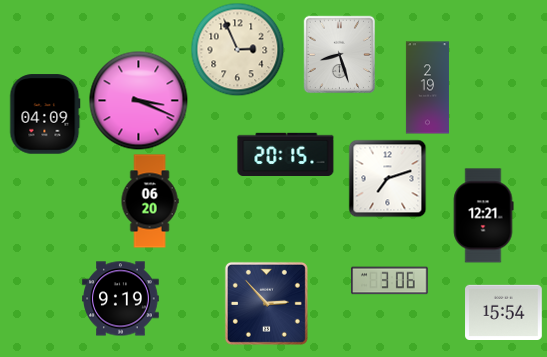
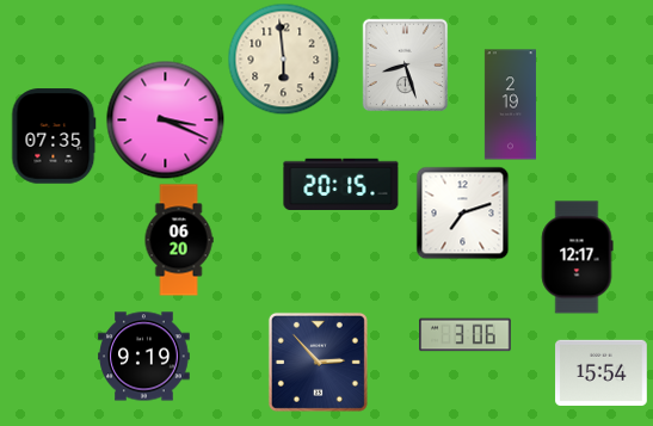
clock at (237, 49): 2:56 -> 5:59
clock at (45, 114): 04:09 -> 07:35
clock at (483, 216): 12:21 -> 12:17
